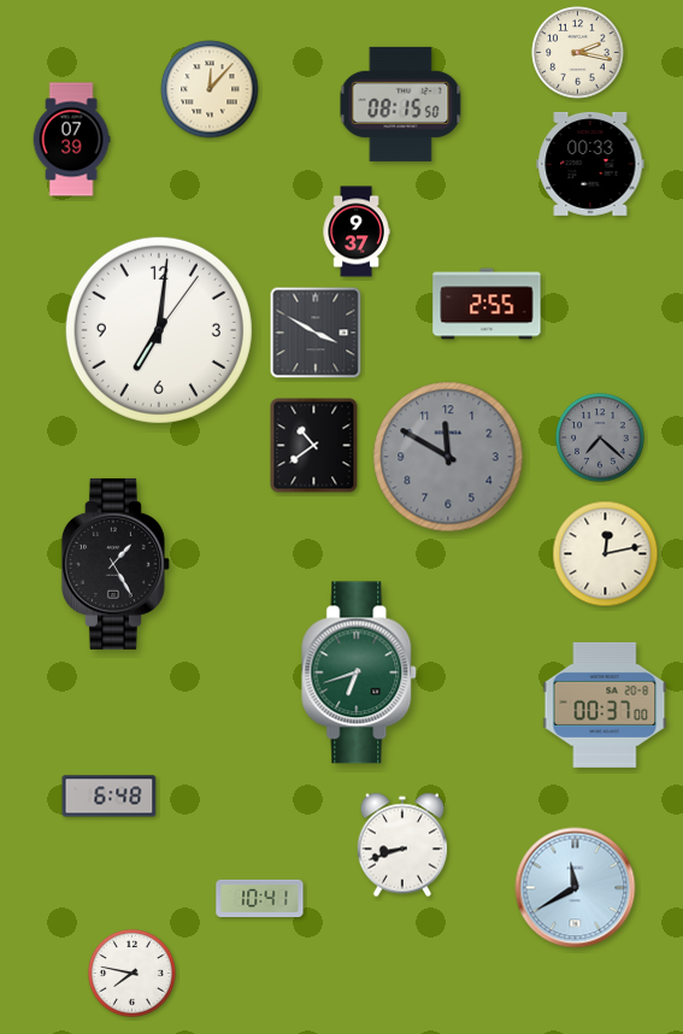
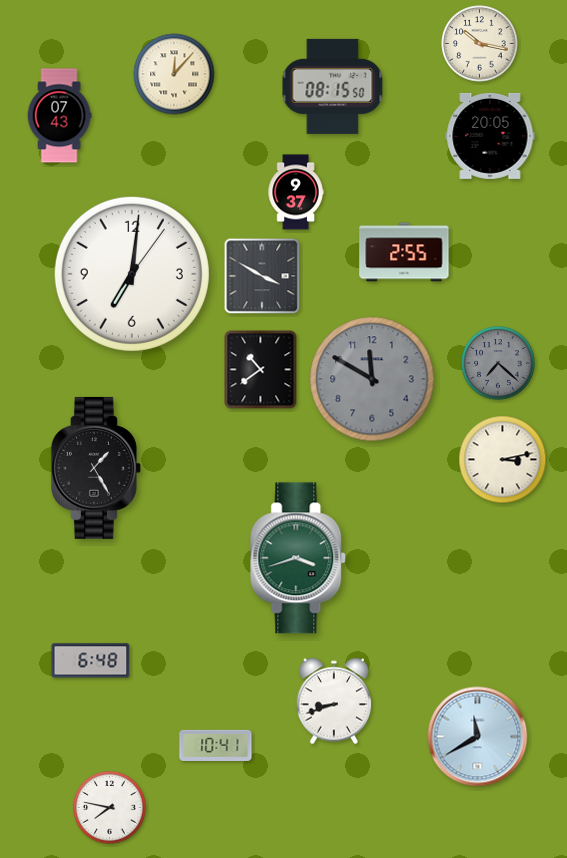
clock at (578, 53): 2:17 -> 10:17
clock at (71, 140): 07:39 -> 07:43
clock at (590, 164): 00:33 -> 20:05
clock at (606, 554): 12:13 -> 3:13
clock at (360, 672): 6:42 -> 3:42
clock at (605, 705): 00:37 -> none
